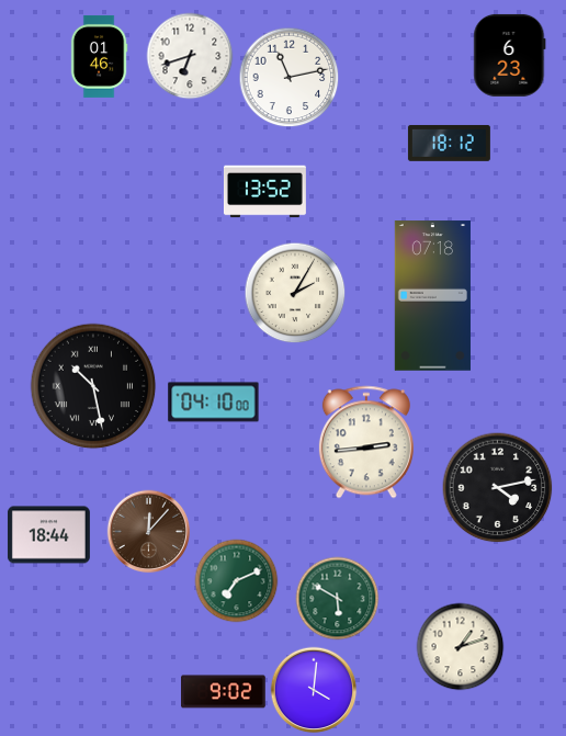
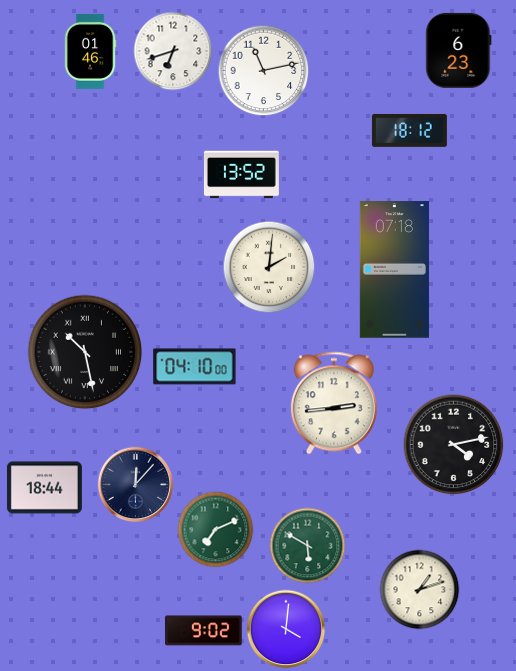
clock at (510, 55) position: (510, 55) -> (459, 50)
clock at (295, 293): 2:05 -> 2:01
clock at (149, 532) dial: brown -> navy
